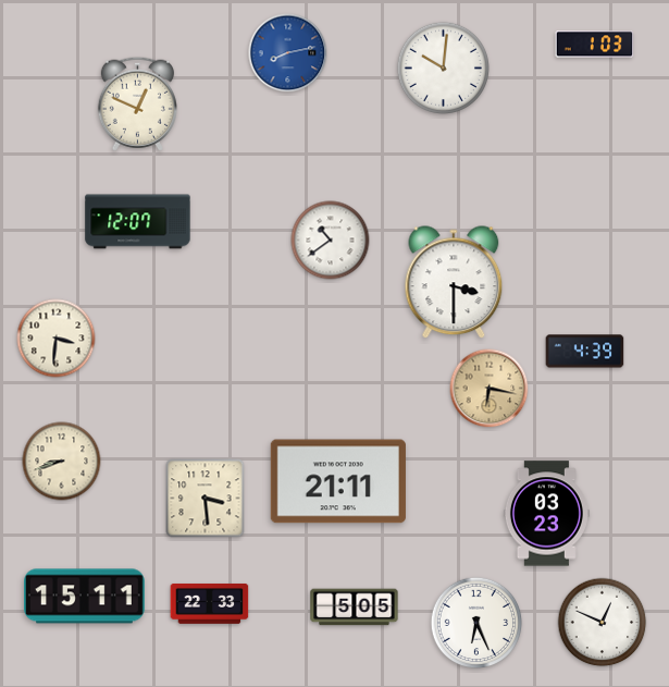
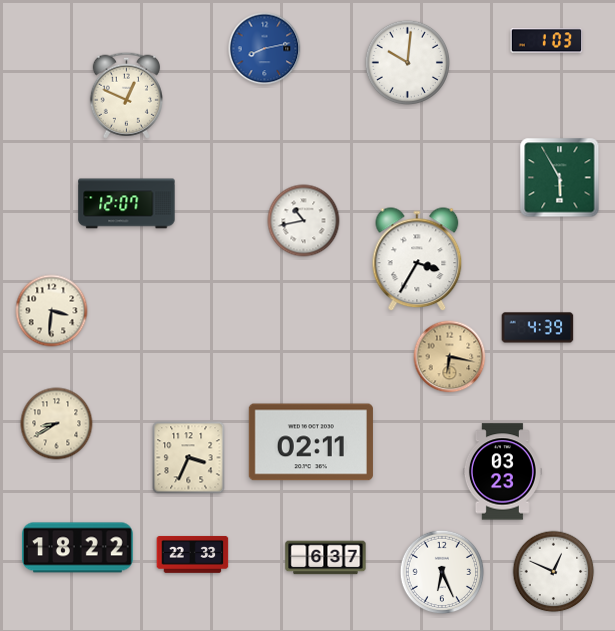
clock at (560, 178): none -> 5:55
clock at (331, 241): 10:39 -> 10:43
clock at (454, 283): 3:30 -> 3:35
clock at (585, 352) position: (585, 352) -> (538, 328)
clock at (62, 462): 8:42 -> 8:40
clock at (338, 481): 21:11 -> 02:11
clock at (206, 499): 3:29 -> 3:34
clock at (85, 597): 15:11 -> 18:22
clock at (355, 608): 5:05 -> 6:37
clock at (476, 623) position: (476, 623) -> (442, 572)
